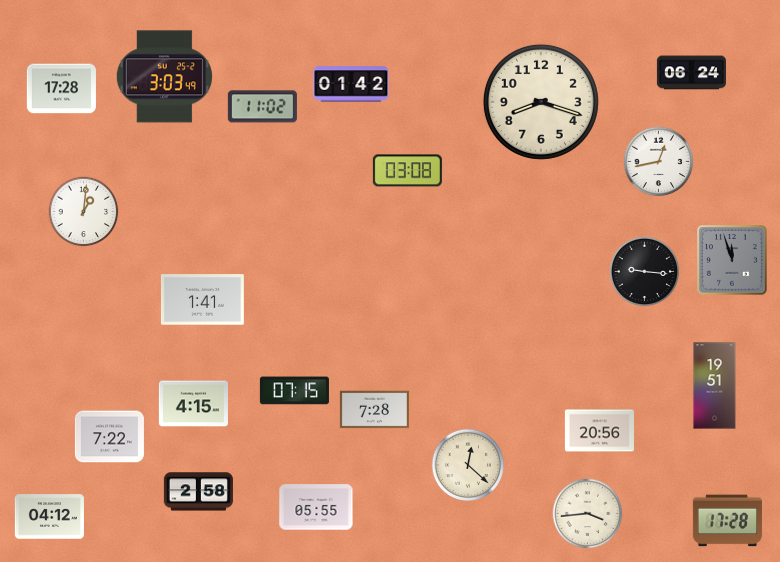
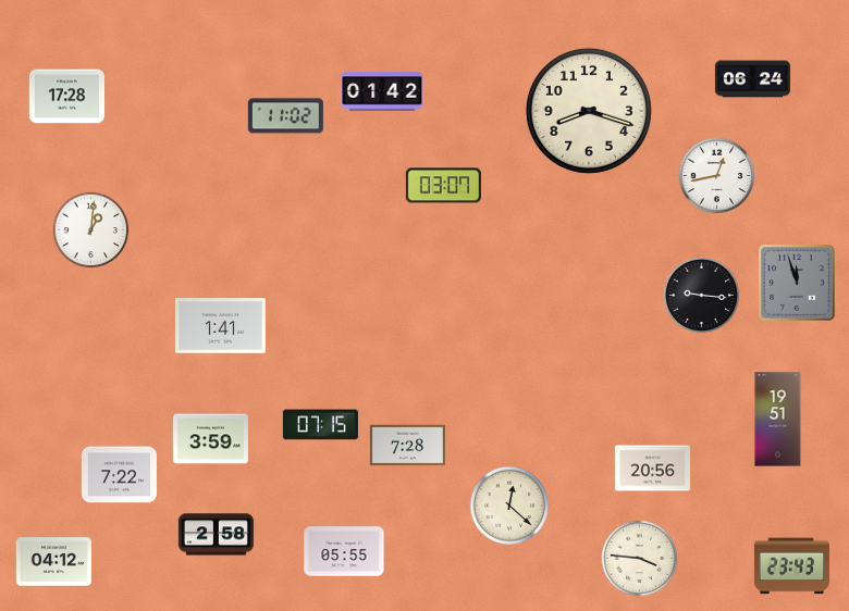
clock at (164, 77): 3:03 -> none
clock at (407, 171): 03:08 -> 03:07
clock at (193, 404): 4:15 -> 3:59
clock at (588, 514): 3:44 -> 3:46
clock at (727, 521): 17:28 -> 23:43
